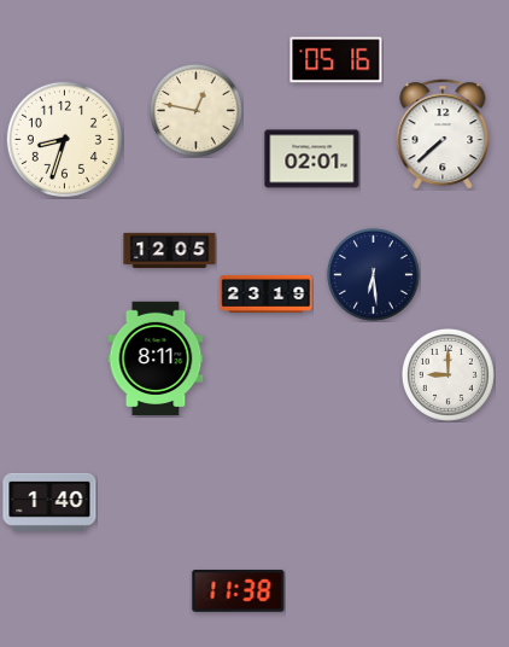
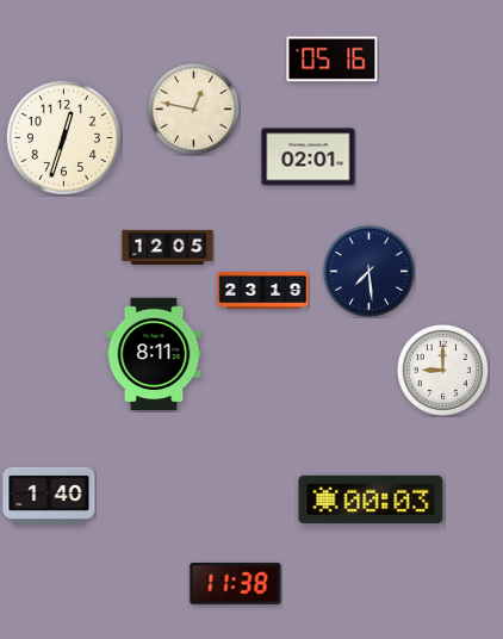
clock at (443, 134): 7:38 -> none
clock at (64, 139): 8:33 -> 12:33
clock at (373, 274): 6:29 -> 7:29
clock at (371, 500): none -> 00:03
